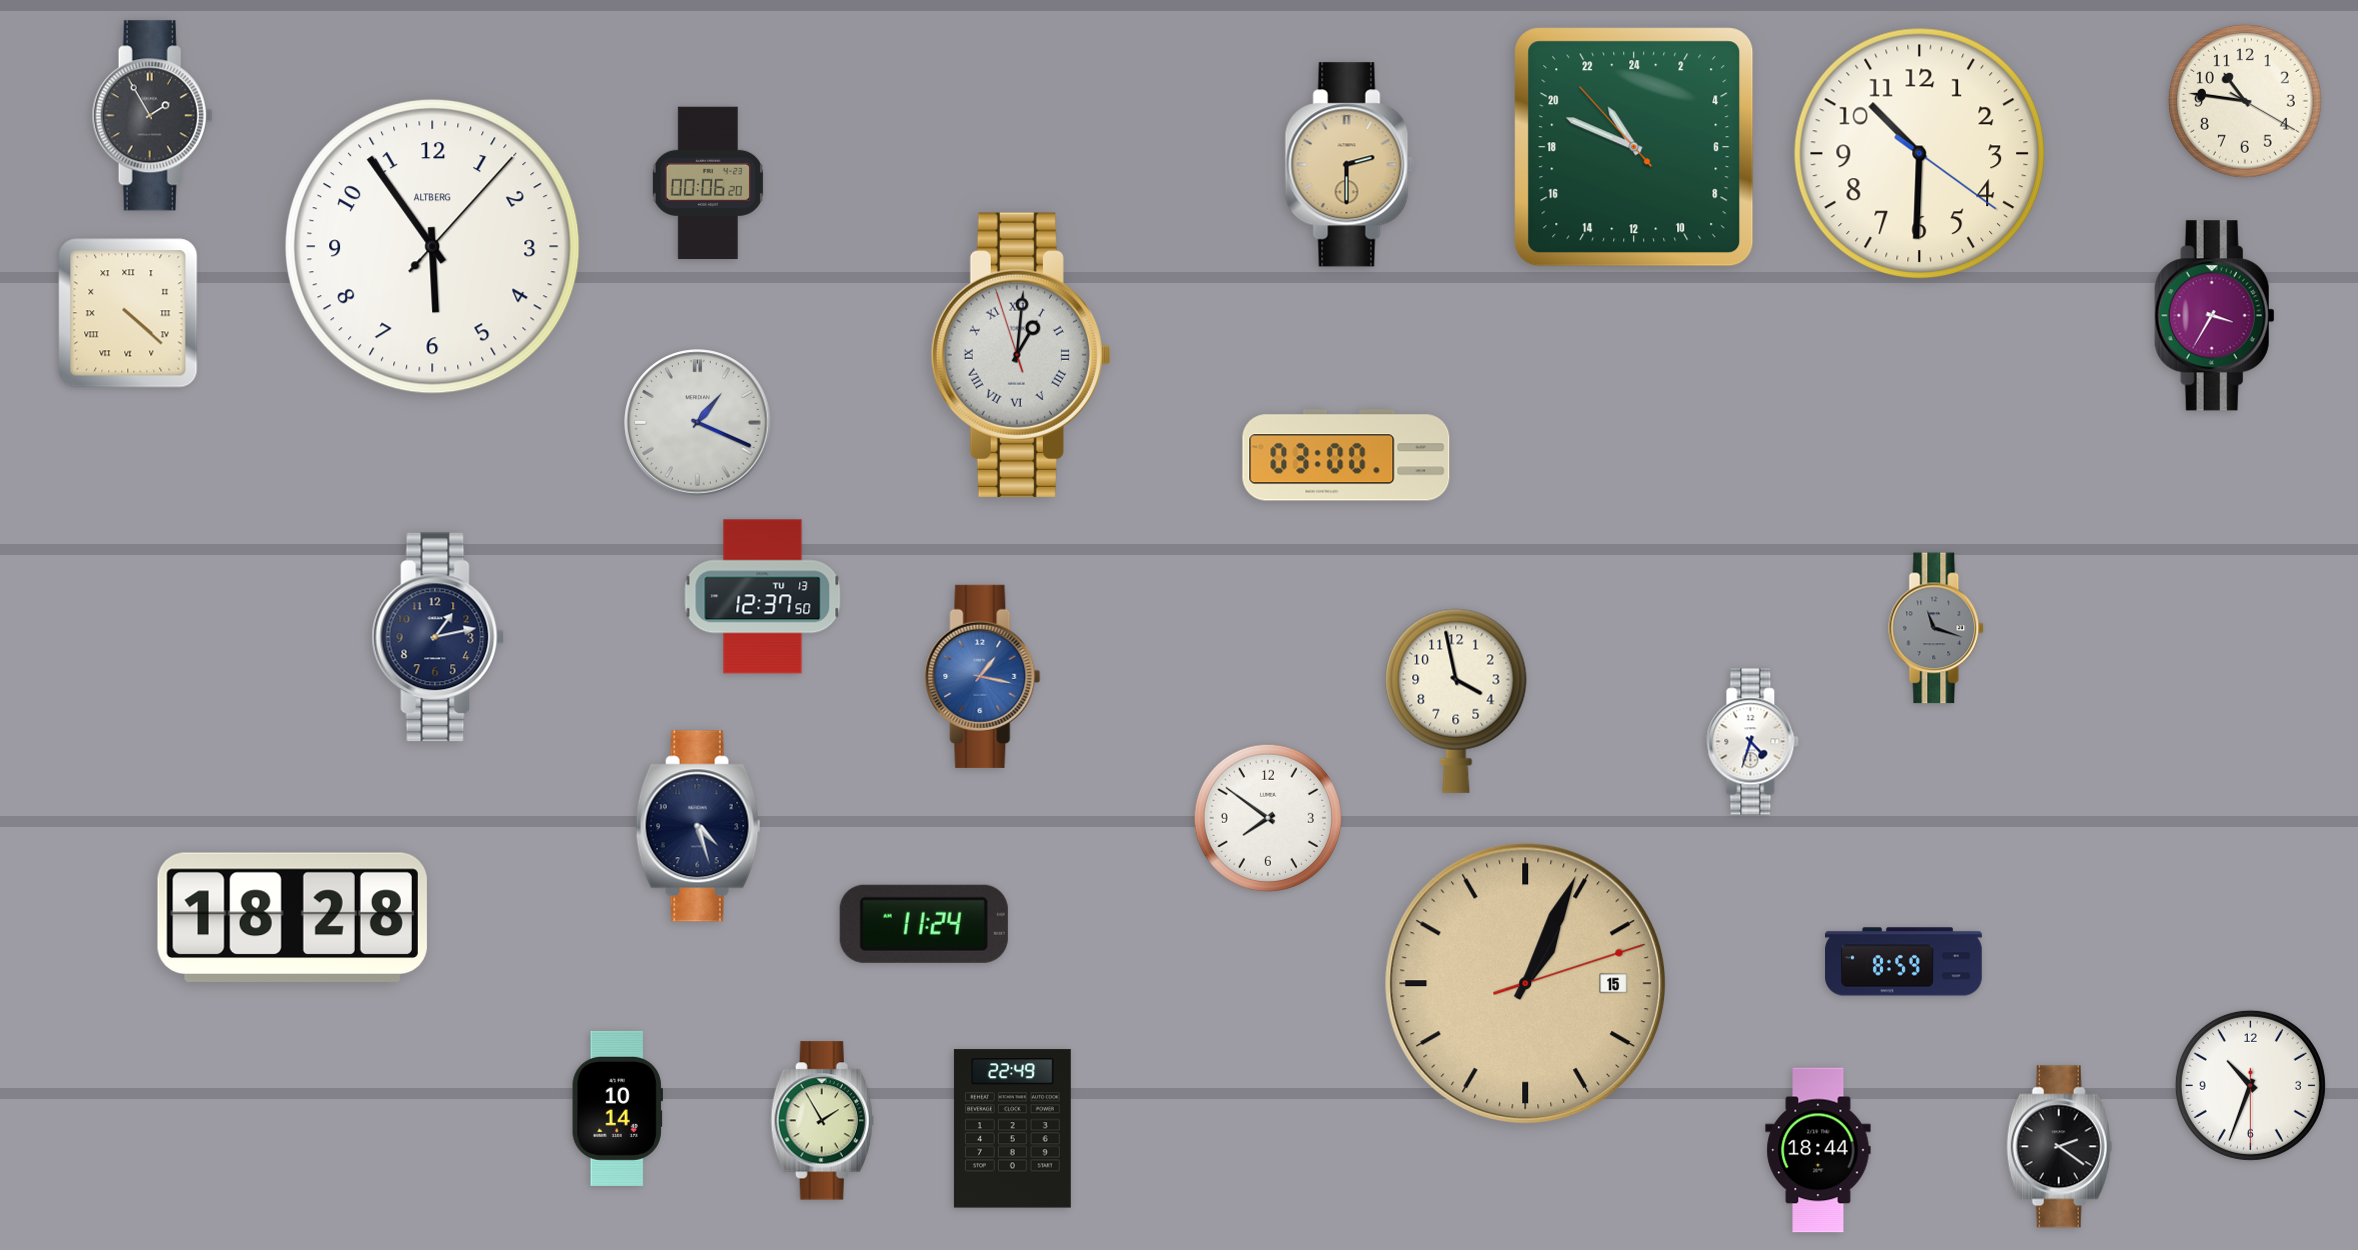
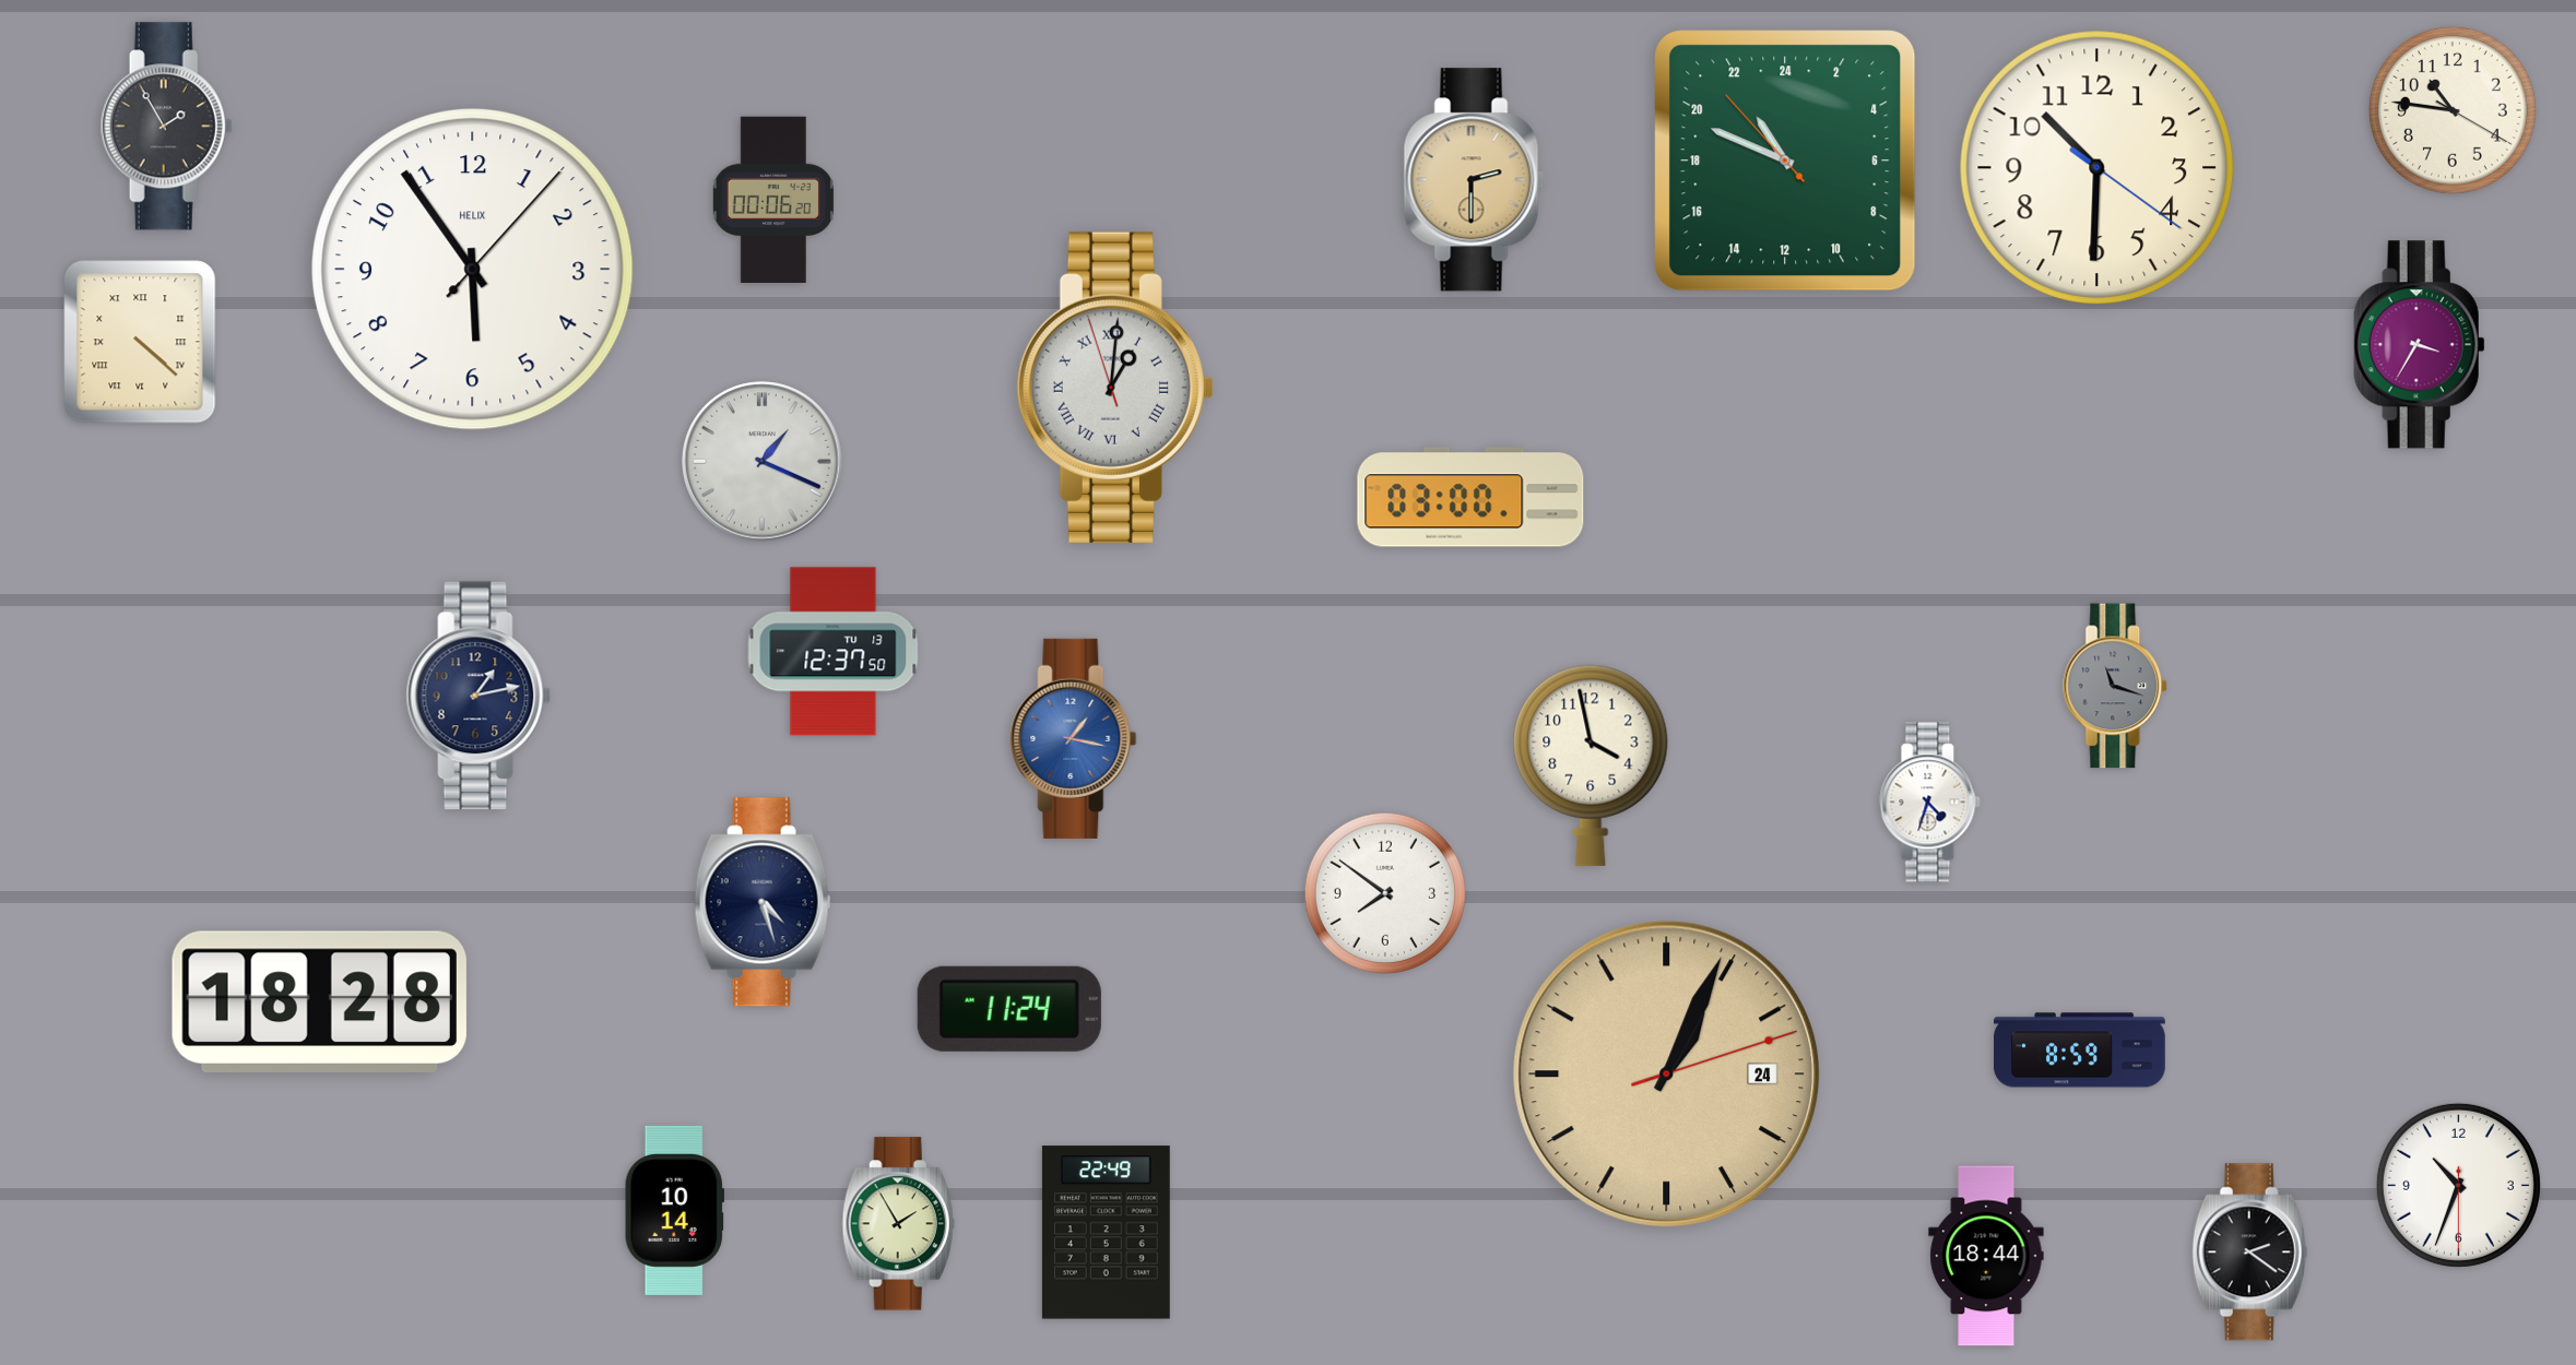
clock at (433, 247) brand: ALTBERG -> HELIX
clock at (1753, 742) position: (1753, 742) -> (1930, 803)
clock at (1526, 984) date: 15 -> 24
